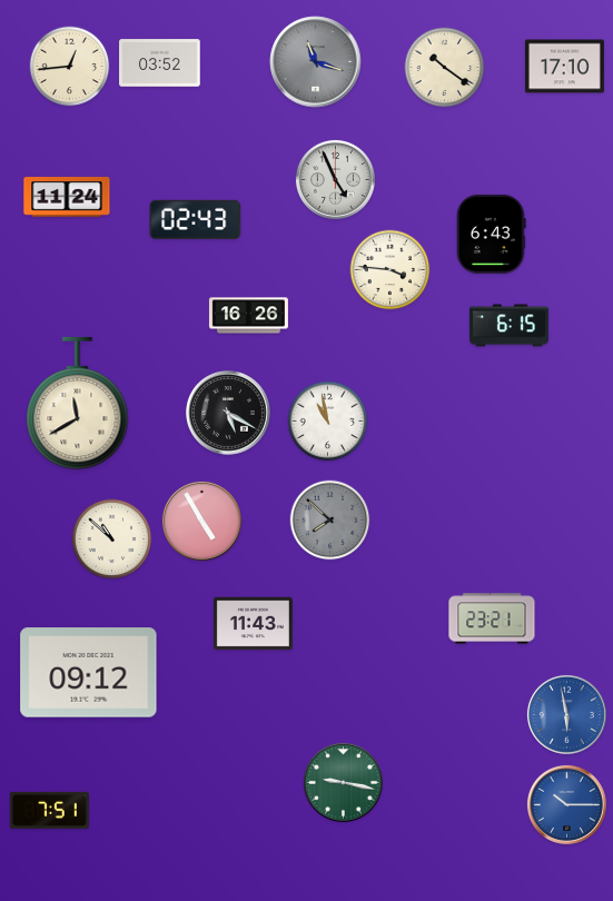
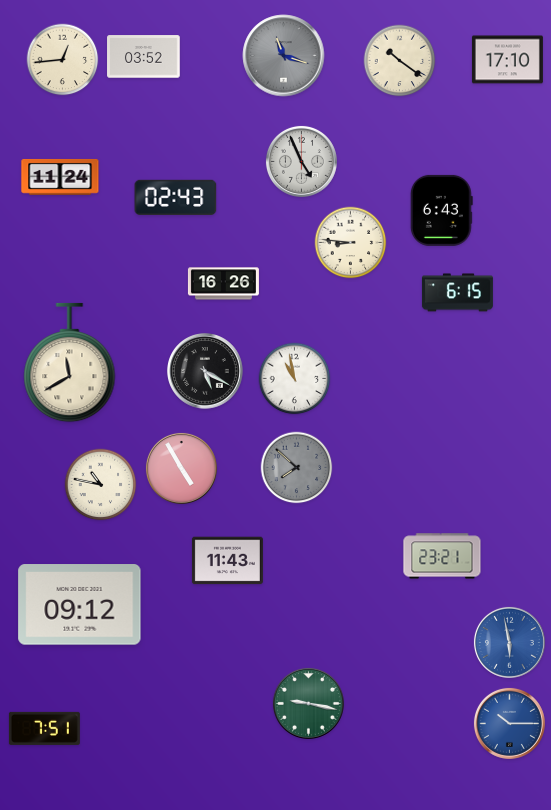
clock at (390, 270): 3:46 -> 8:46
clock at (112, 539): 10:52 -> 10:47
